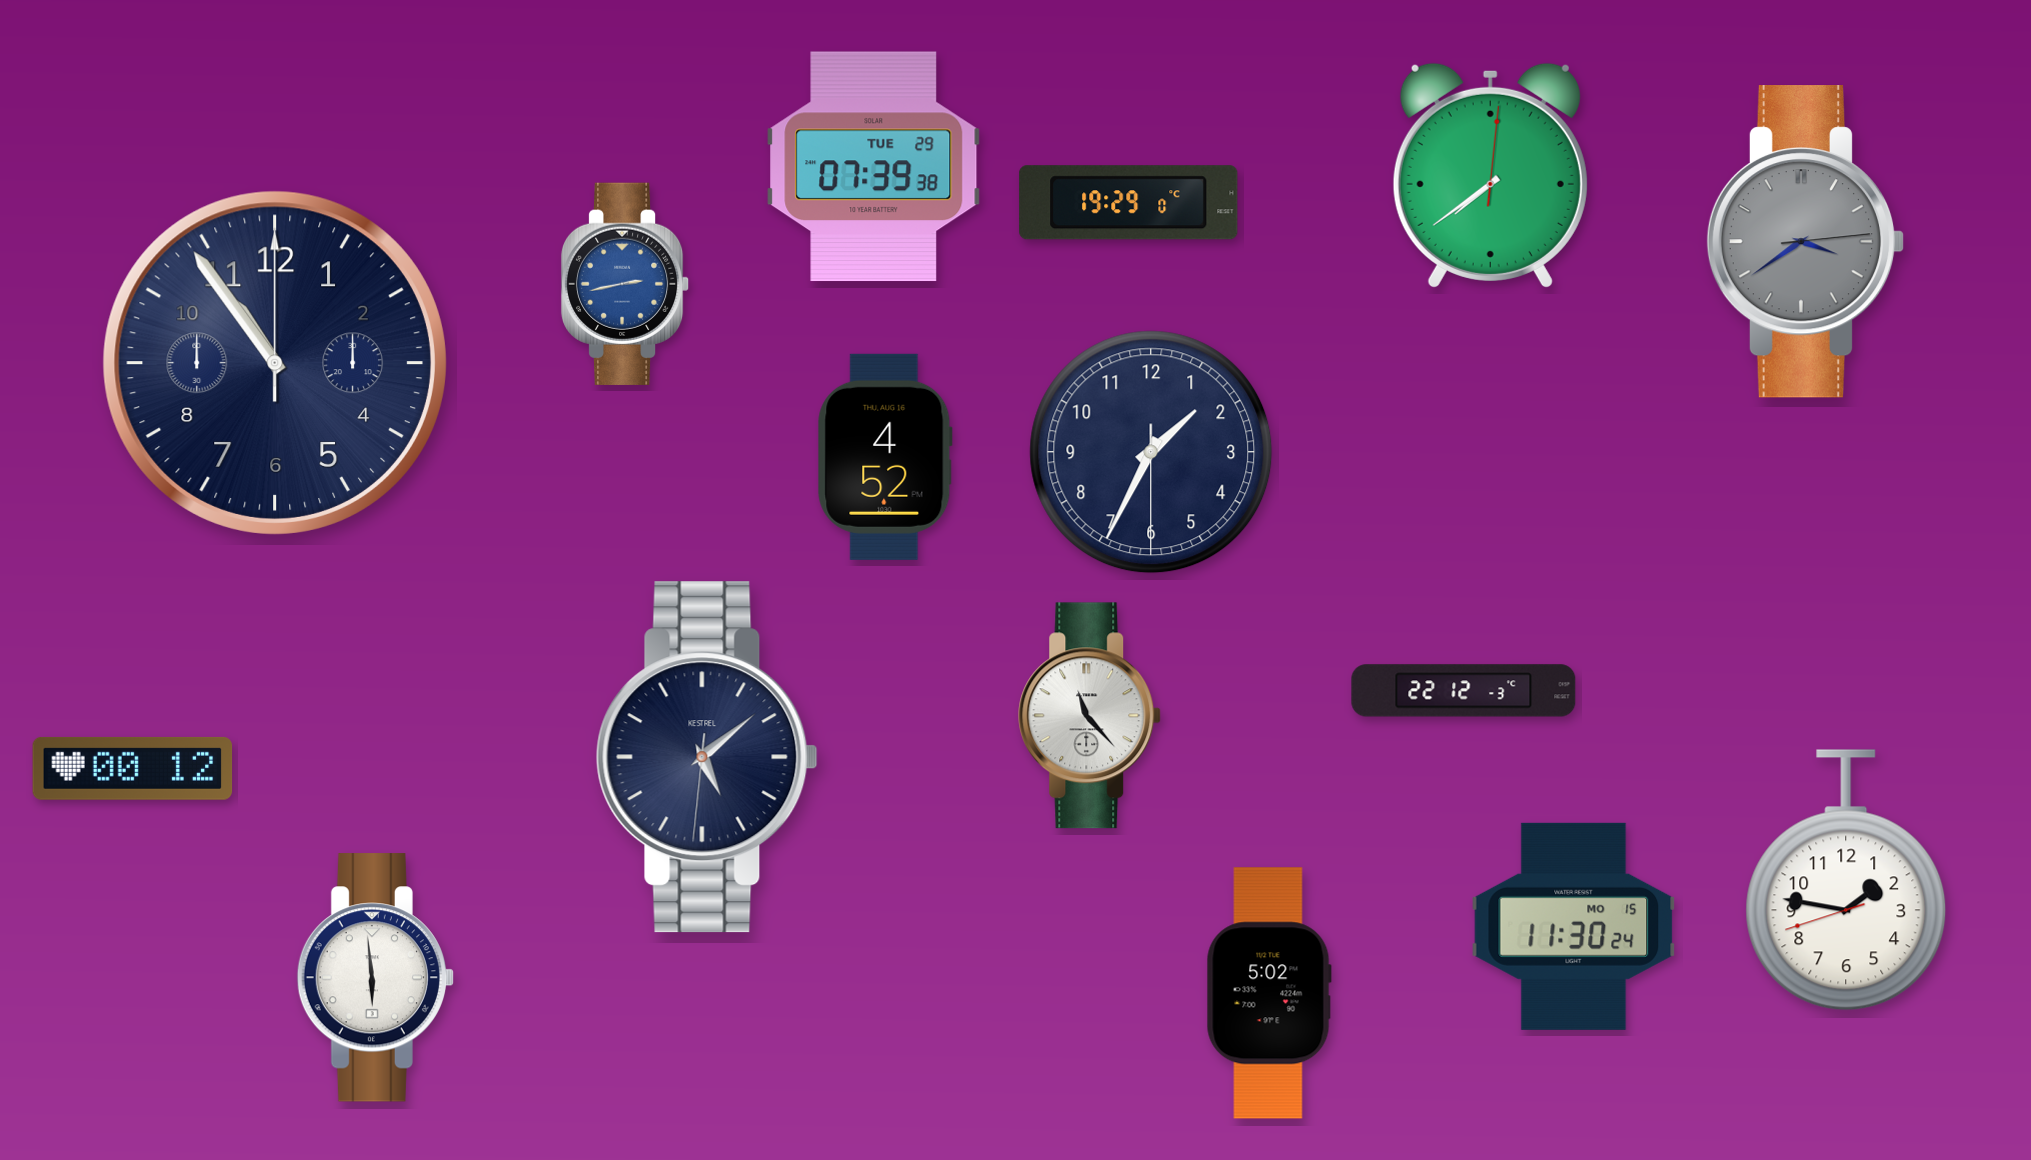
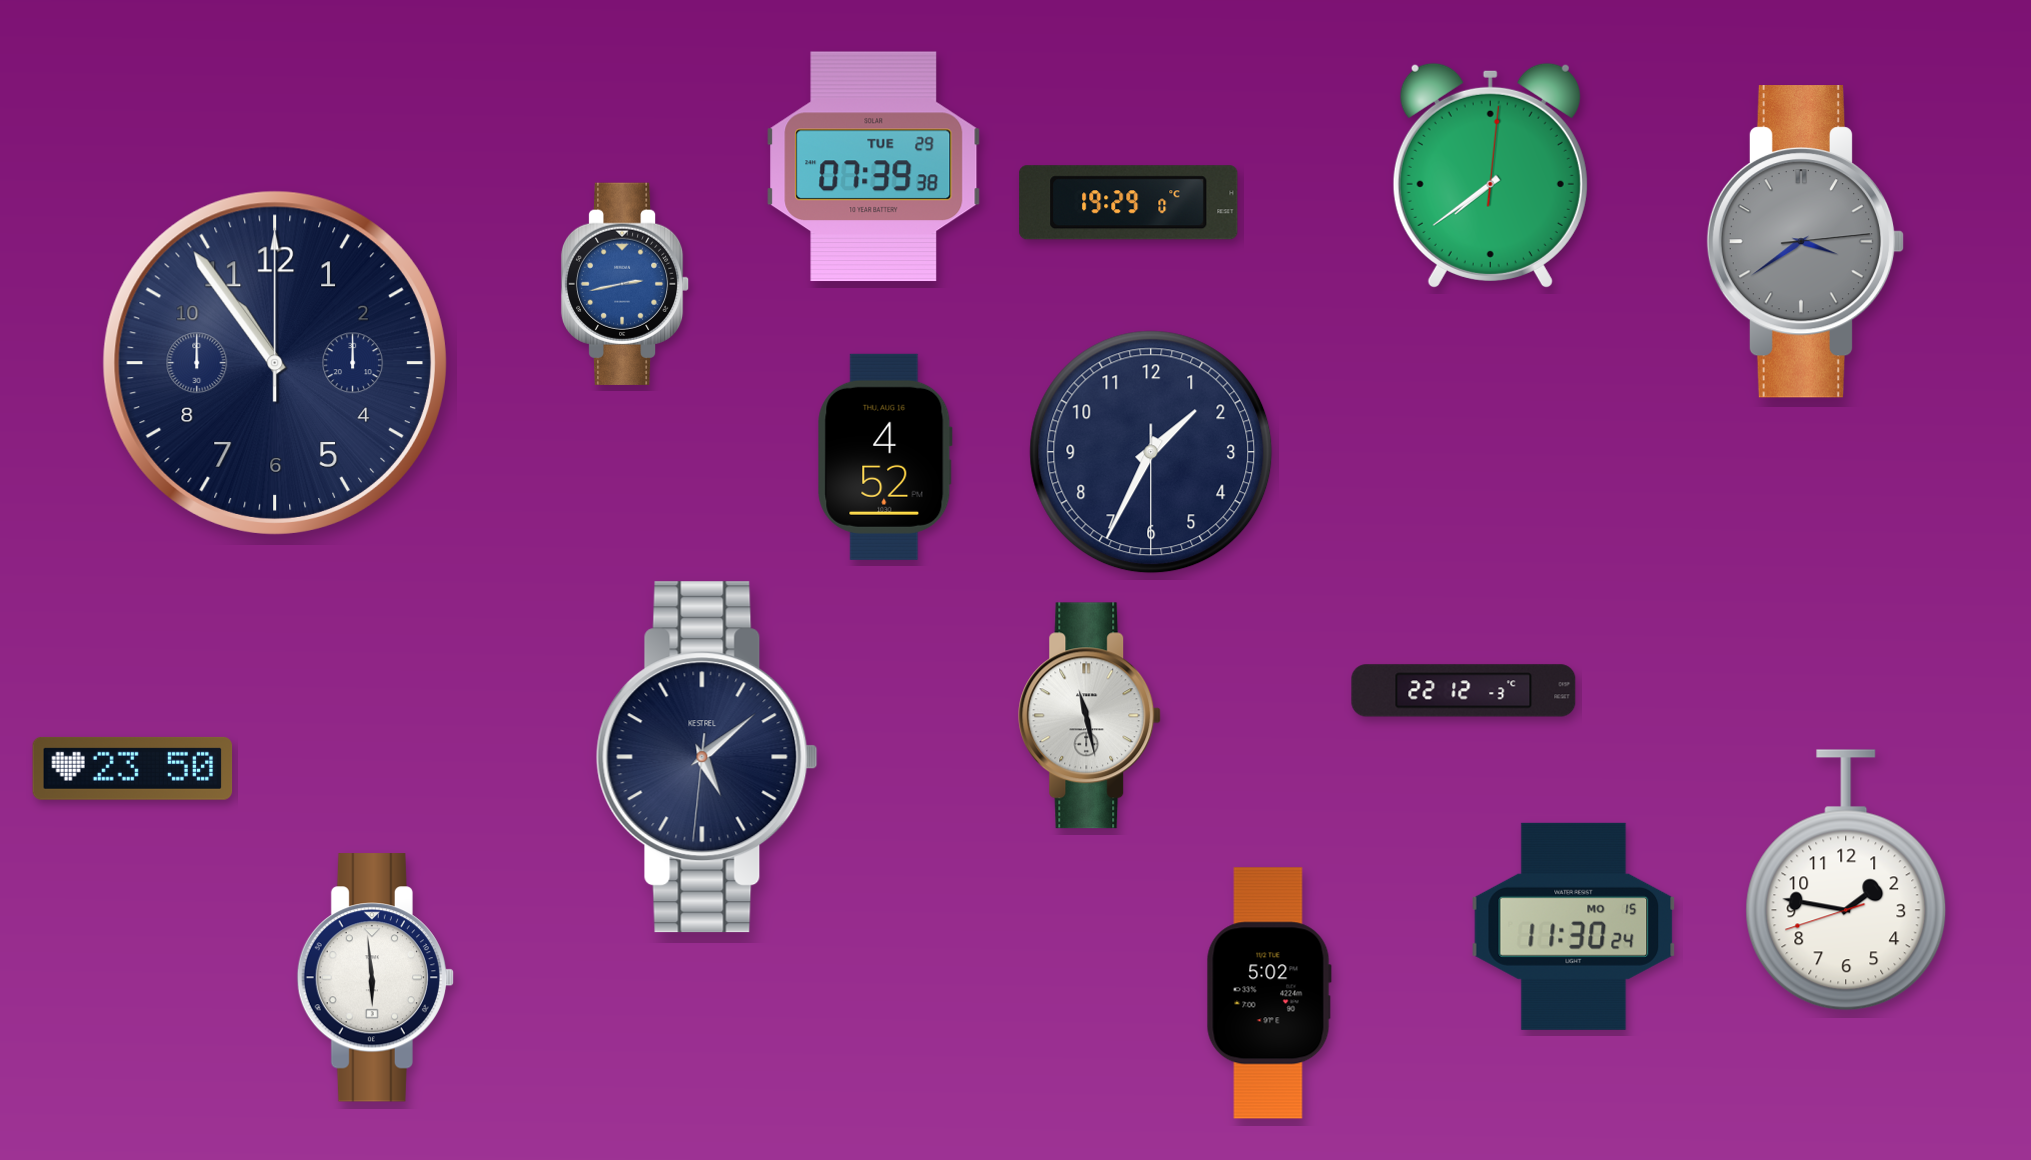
clock at (1090, 716): 11:23 -> 11:28
clock at (133, 768): 00:12 -> 23:50
